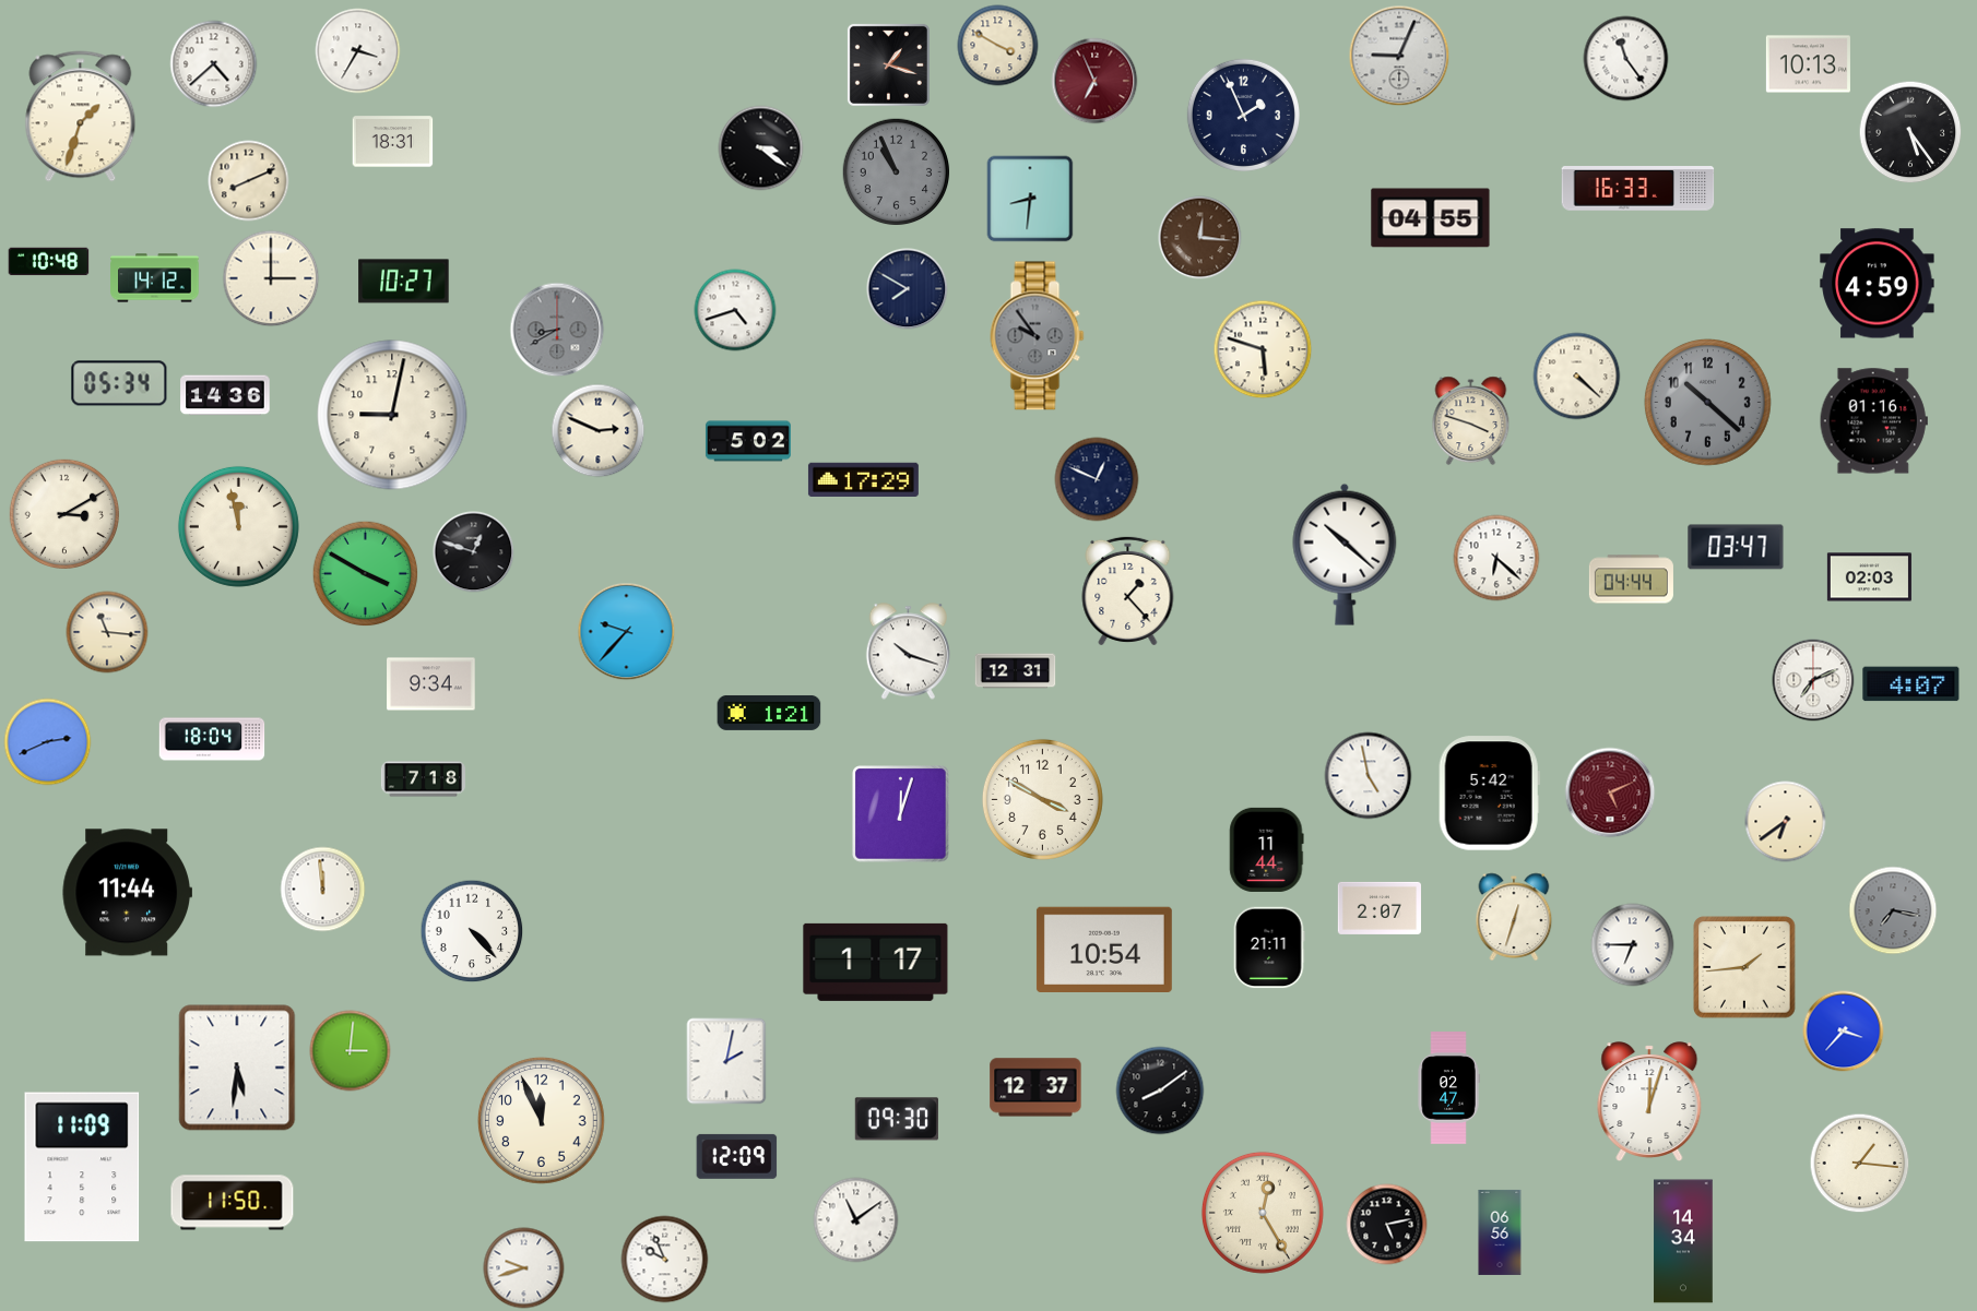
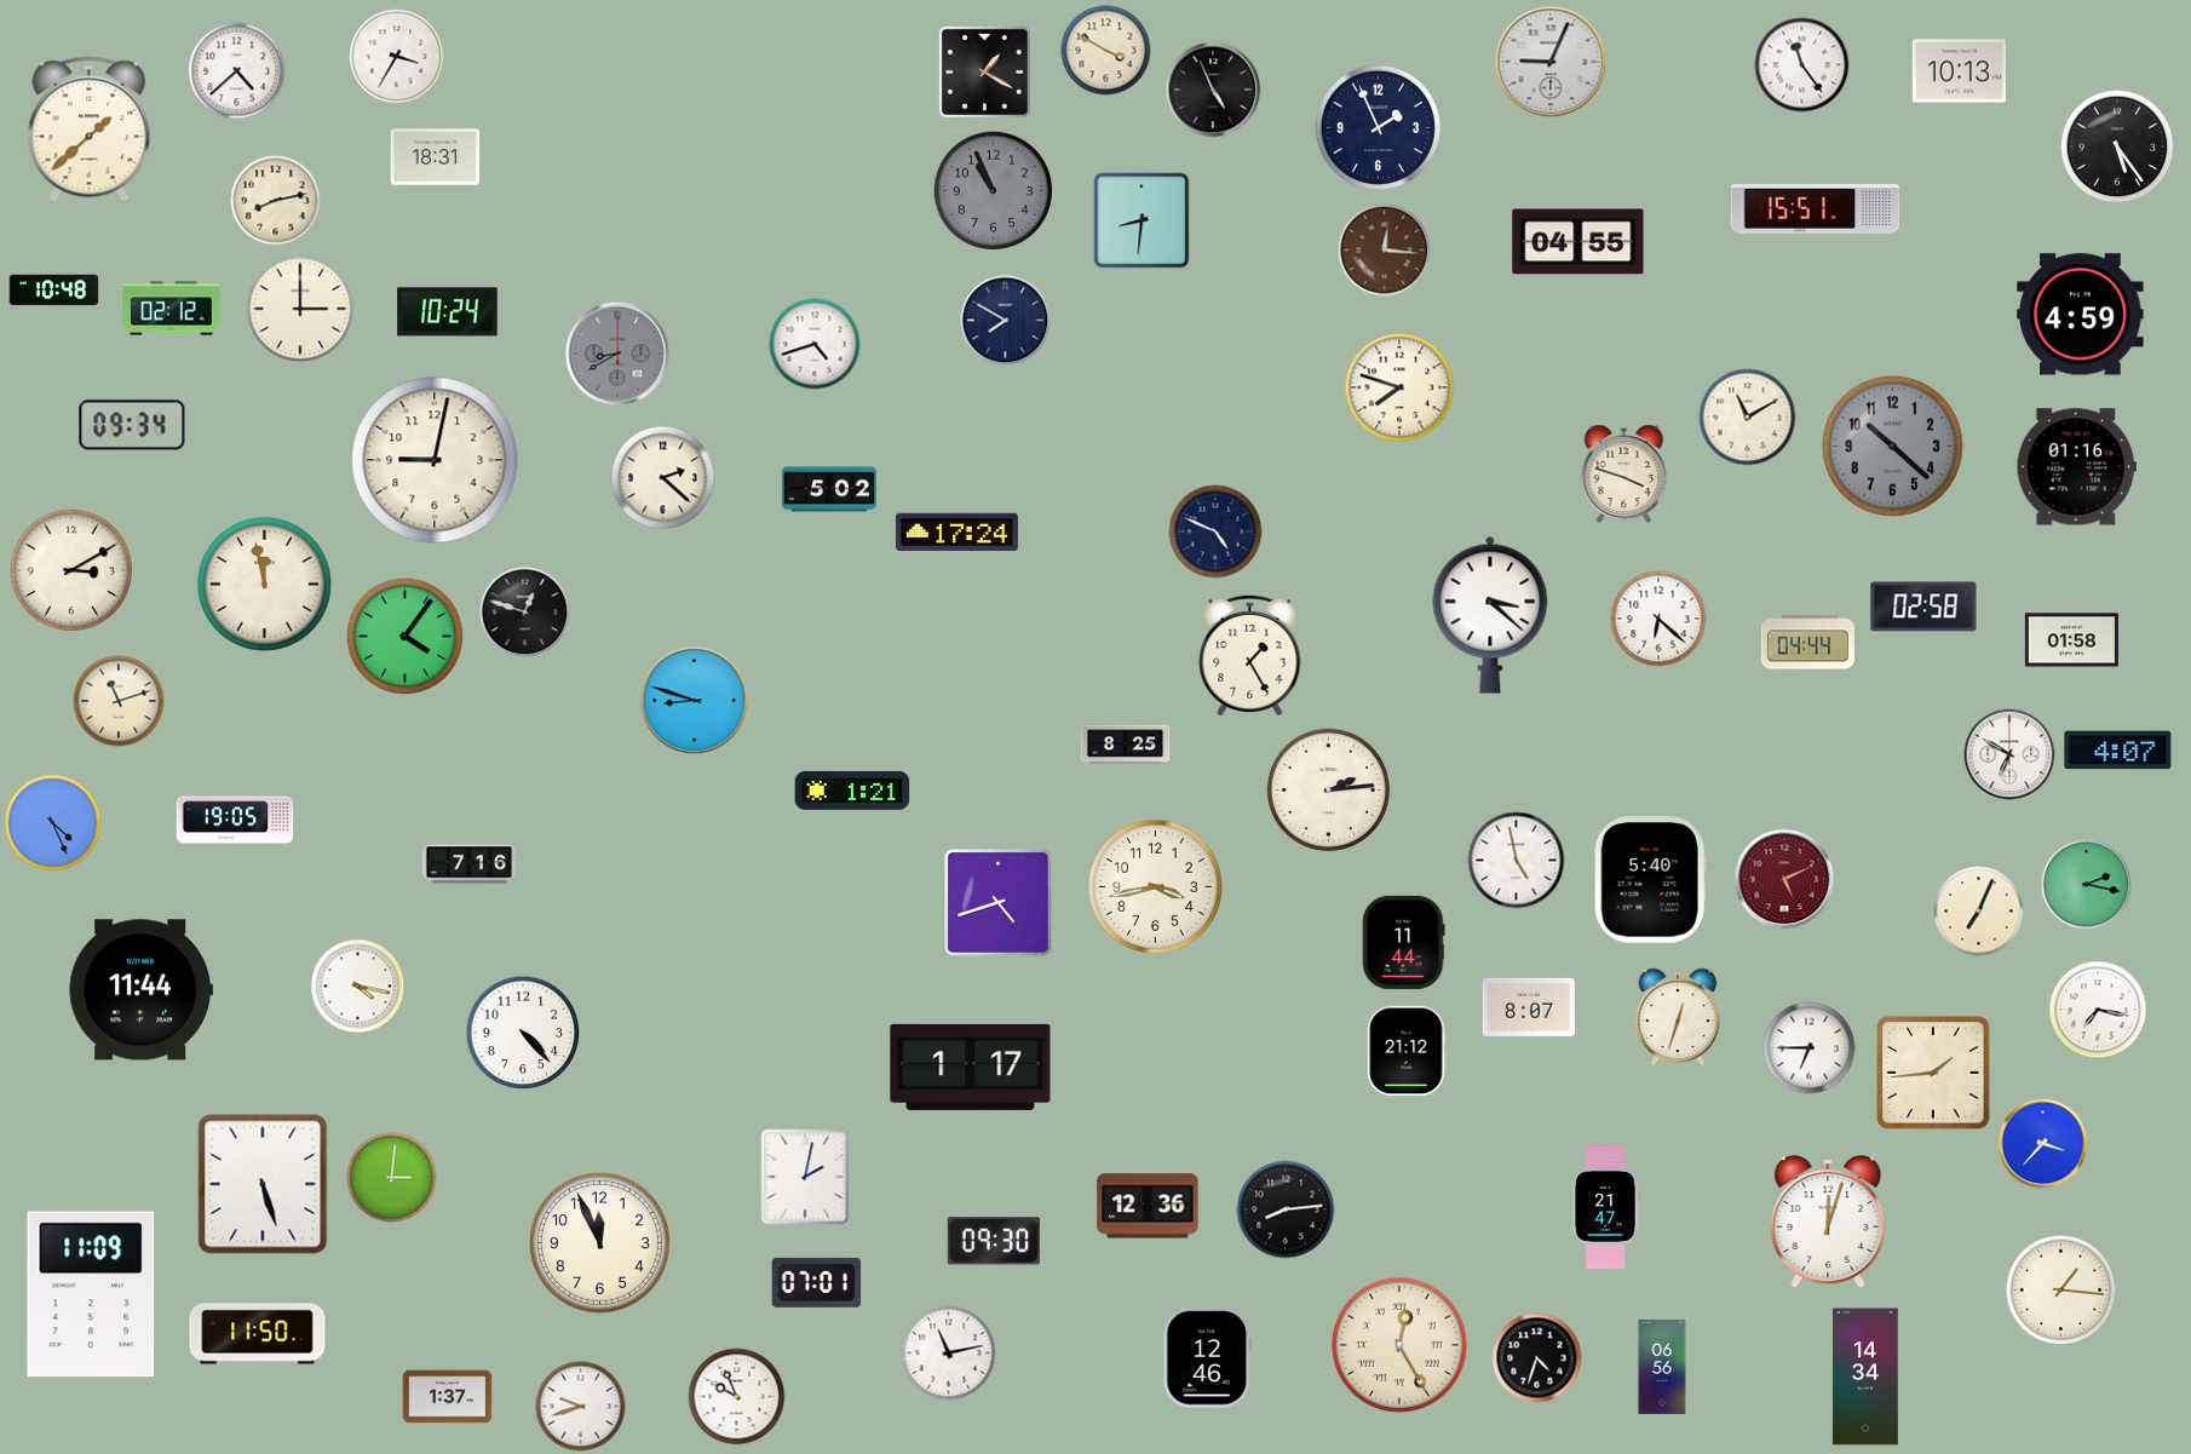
clock at (888, 64): 1:18 -> 1:20
clock at (1808, 64) position: (1808, 64) -> (1959, 71)
clock at (1094, 81): 6:56 -> 4:56
clock at (1094, 81) dial: burgundy -> black
clock at (81, 117): 1:33 -> 1:38
clock at (761, 148): 3:21 -> none
clock at (249, 181): 8:11 -> 8:13
clock at (1638, 189): 16:33 -> 15:51
clock at (1431, 218) position: (1431, 218) -> (1578, 242)
clock at (1200, 238) position: (1200, 238) -> (1385, 251)
clock at (155, 278): 14:12 -> 02:12
clock at (404, 282): 10:27 -> 10:24
clock at (557, 330) position: (557, 330) -> (617, 354)
clock at (1038, 336): 9:54 -> none
clock at (1263, 349): 5:48 -> 7:48
clock at (1577, 377): 4:22 -> 11:10
clock at (119, 383): 05:34 -> 09:34
clock at (225, 395): 14:36 -> none
clock at (1471, 421) position: (1471, 421) -> (1624, 475)
clock at (599, 431): 2:49 -> 2:22
clock at (1097, 479): 12:49 -> 4:49
clock at (863, 480): 17:29 -> 17:24
clock at (1736, 547): 03:47 -> 02:58
clock at (1345, 555): 10:22 -> 3:22
clock at (366, 574): 3:50 -> 4:06
clock at (1869, 577): 02:03 -> 01:58
clock at (1128, 589): 1:23 -> 1:25
clock at (107, 632): 11:16 -> 11:12
clock at (627, 632): 9:37 -> 8:48
clock at (908, 652): 10:18 -> none
clock at (1016, 671): 12:31 -> 8:25
clock at (1813, 680): 7:11 -> 6:50
clock at (431, 684): 9:34 -> none
clock at (1911, 684) position: (1911, 684) -> (2118, 751)
clock at (1328, 789): none -> 2:14
clock at (212, 739): 18:04 -> 19:05
clock at (48, 742): 2:41 -> 4:26
clock at (423, 779): 7:18 -> 7:16
clock at (1489, 794): 5:42 -> 5:40
clock at (2087, 885): none -> 2:17
clock at (1042, 799): 3:50 -> 3:43
clock at (901, 814): 12:03 -> 4:42
clock at (1786, 822): 6:39 -> 7:04
clock at (323, 890): 11:59 -> 4:17
clock at (1380, 908): 2:07 -> 8:07
clock at (1893, 910) dial: grey -> white
clock at (1269, 948): 21:11 -> 21:12
clock at (1104, 950): 10:54 -> none
clock at (351, 1051) position: (351, 1051) -> (392, 1178)
clock at (237, 1068): 5:31 -> 5:27
clock at (1035, 1087): 12:37 -> 12:36
clock at (1448, 1088): 02:47 -> 21:47
clock at (1160, 1090): 8:09 -> 8:14
clock at (737, 1156): 12:09 -> 07:01
clock at (856, 1220): 11:09 -> 11:13
clock at (1207, 1358): none -> 12:46
clock at (1387, 1225): 5:13 -> 4:33
clock at (448, 1397): none -> 1:37
